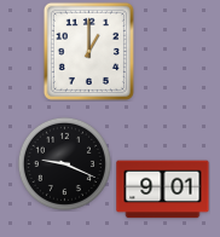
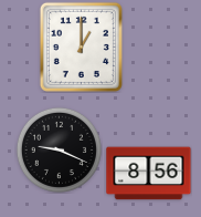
clock at (163, 190): 9:01 -> 8:56
